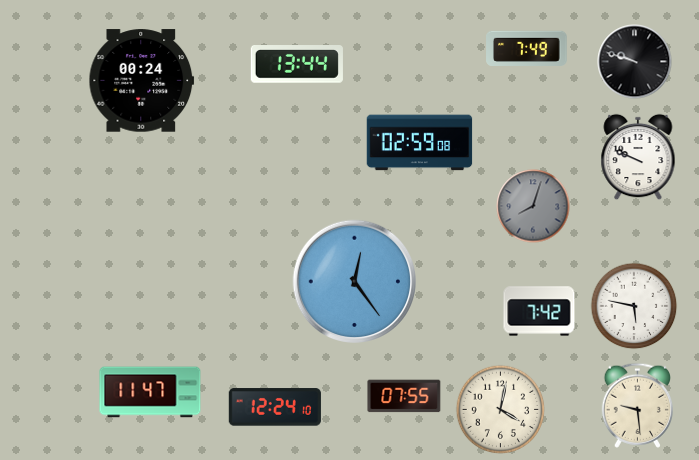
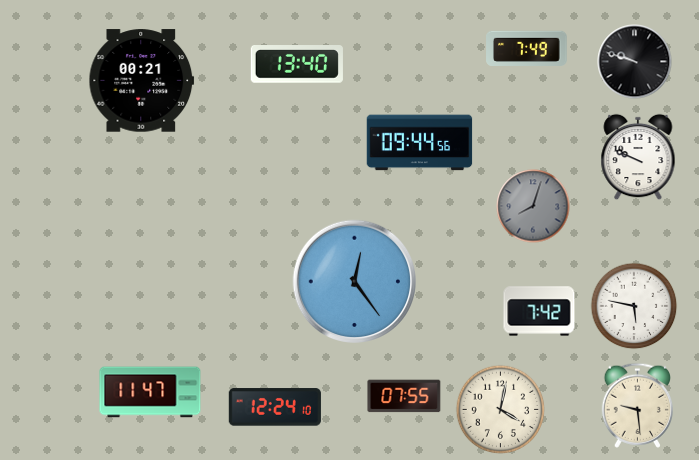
clock at (297, 65): 13:44 -> 13:40
clock at (142, 81): 00:24 -> 00:21
clock at (420, 143): 02:59 -> 09:44
